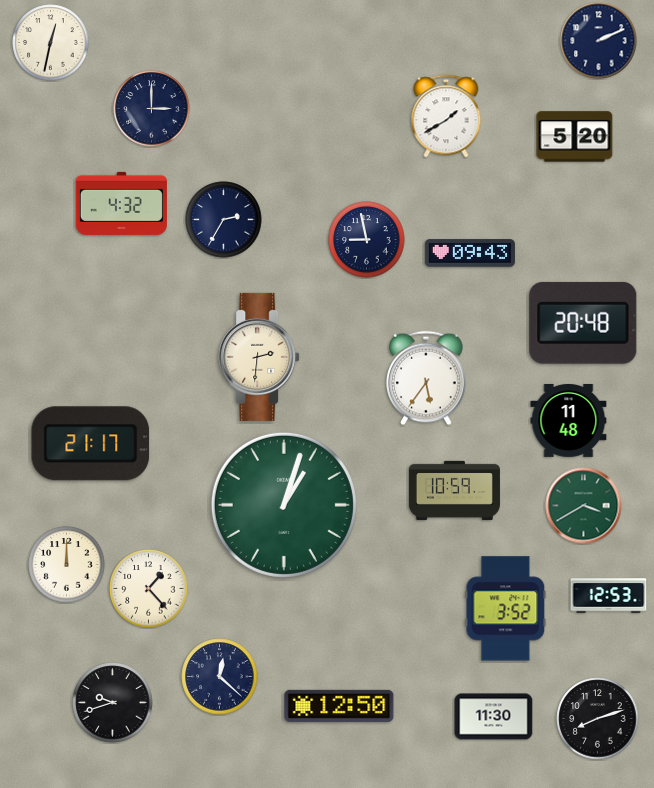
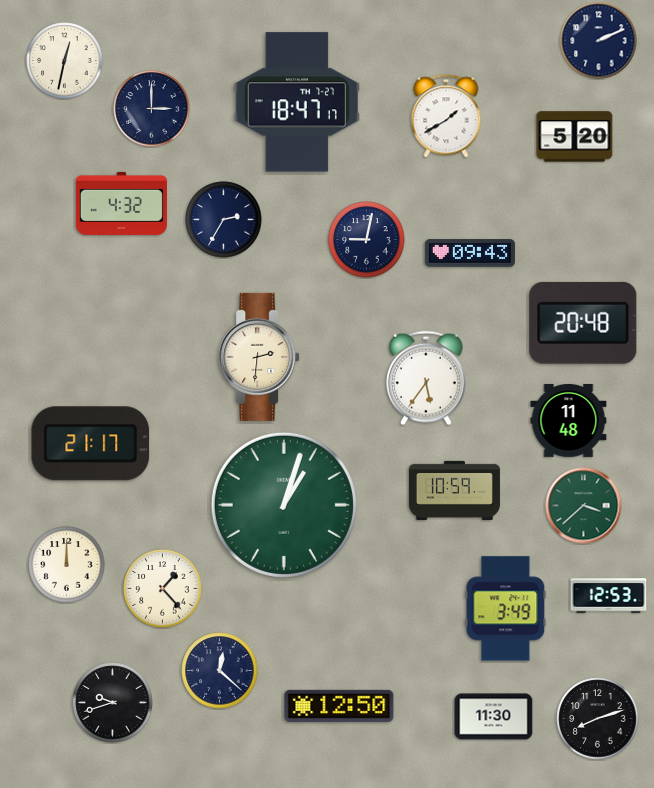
clock at (51, 43) position: (51, 43) -> (65, 61)
clock at (297, 102): none -> 18:47
clock at (367, 240): 8:58 -> 9:02
clock at (584, 506): 3:40 -> 3:38
clock at (149, 589) position: (149, 589) -> (163, 589)
clock at (506, 609): 3:52 -> 3:49
clock at (220, 677) position: (220, 677) -> (220, 671)
